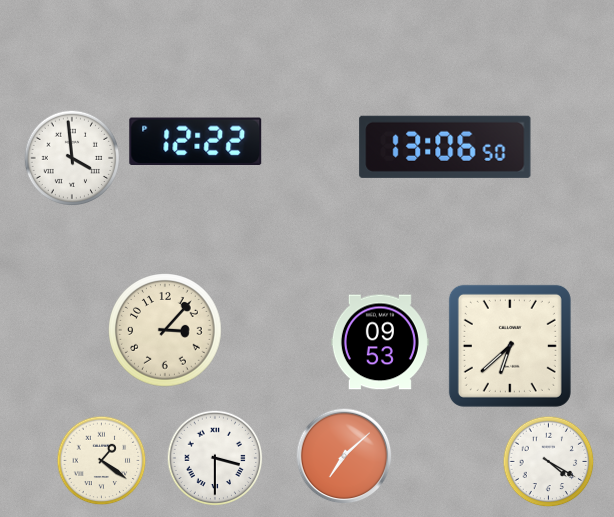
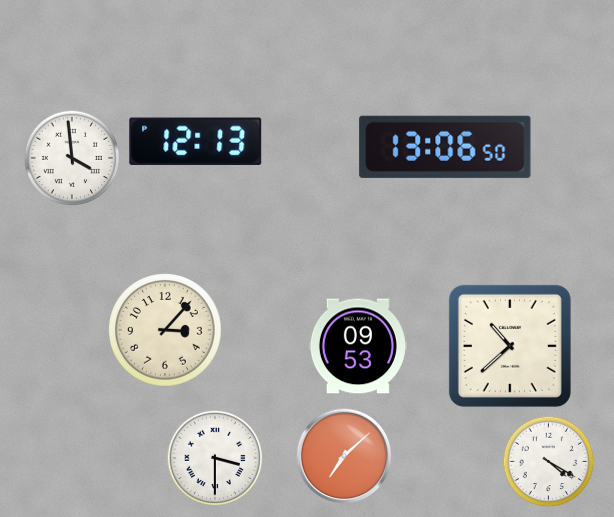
clock at (196, 141): 12:22 -> 12:13
clock at (380, 342) position: (380, 342) -> (358, 346)
clock at (510, 346): 6:38 -> 10:38
clock at (102, 461): 1:21 -> none
